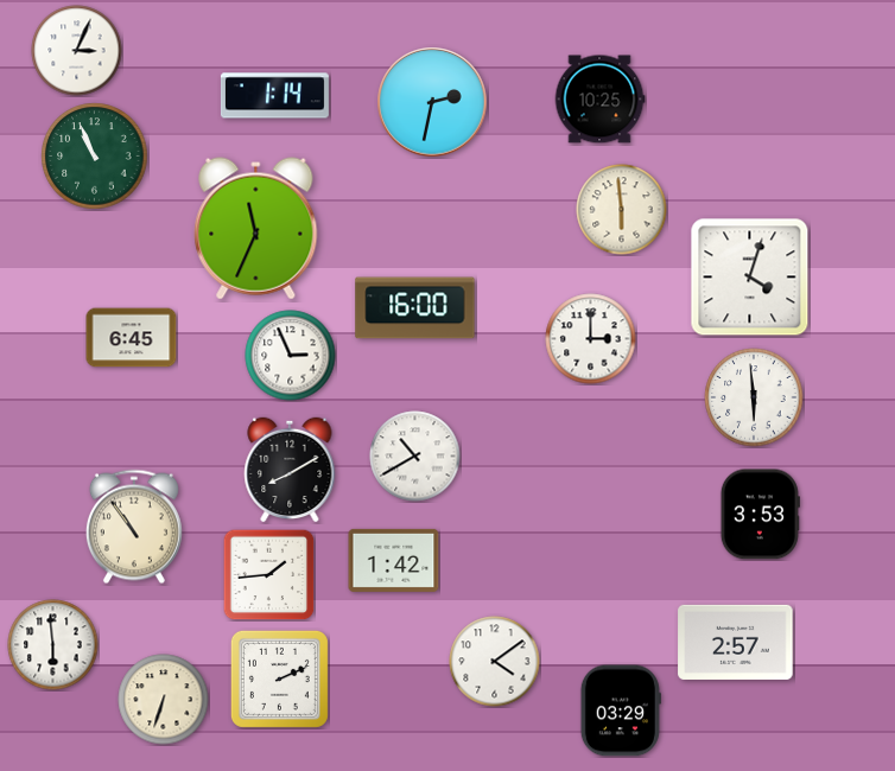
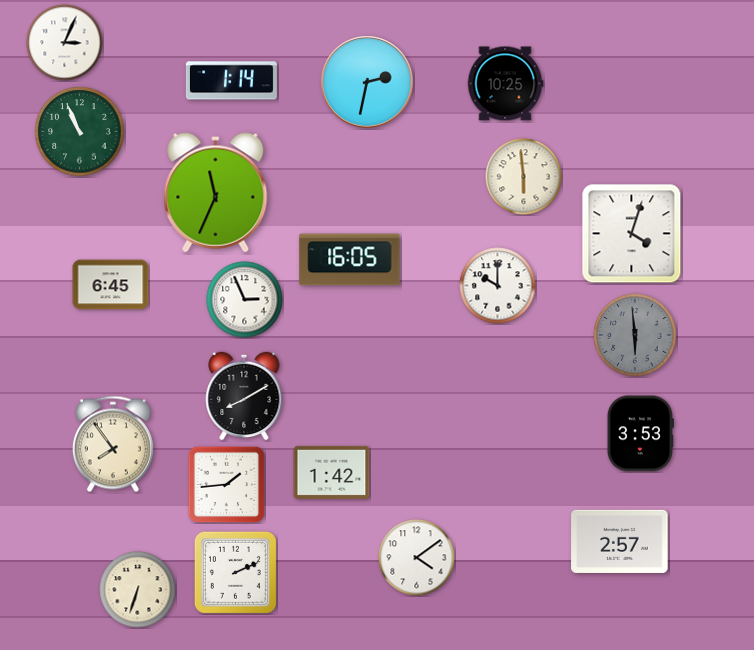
clock at (432, 102) position: (432, 102) -> (367, 82)
clock at (415, 308): 16:00 -> 16:05
clock at (591, 339): 3:00 -> 10:00
clock at (754, 397) dial: white -> grey
clock at (415, 457): 10:40 -> none
clock at (134, 527): 10:54 -> 7:54
clock at (53, 645): 5:59 -> none
clock at (621, 711): 03:29 -> none
